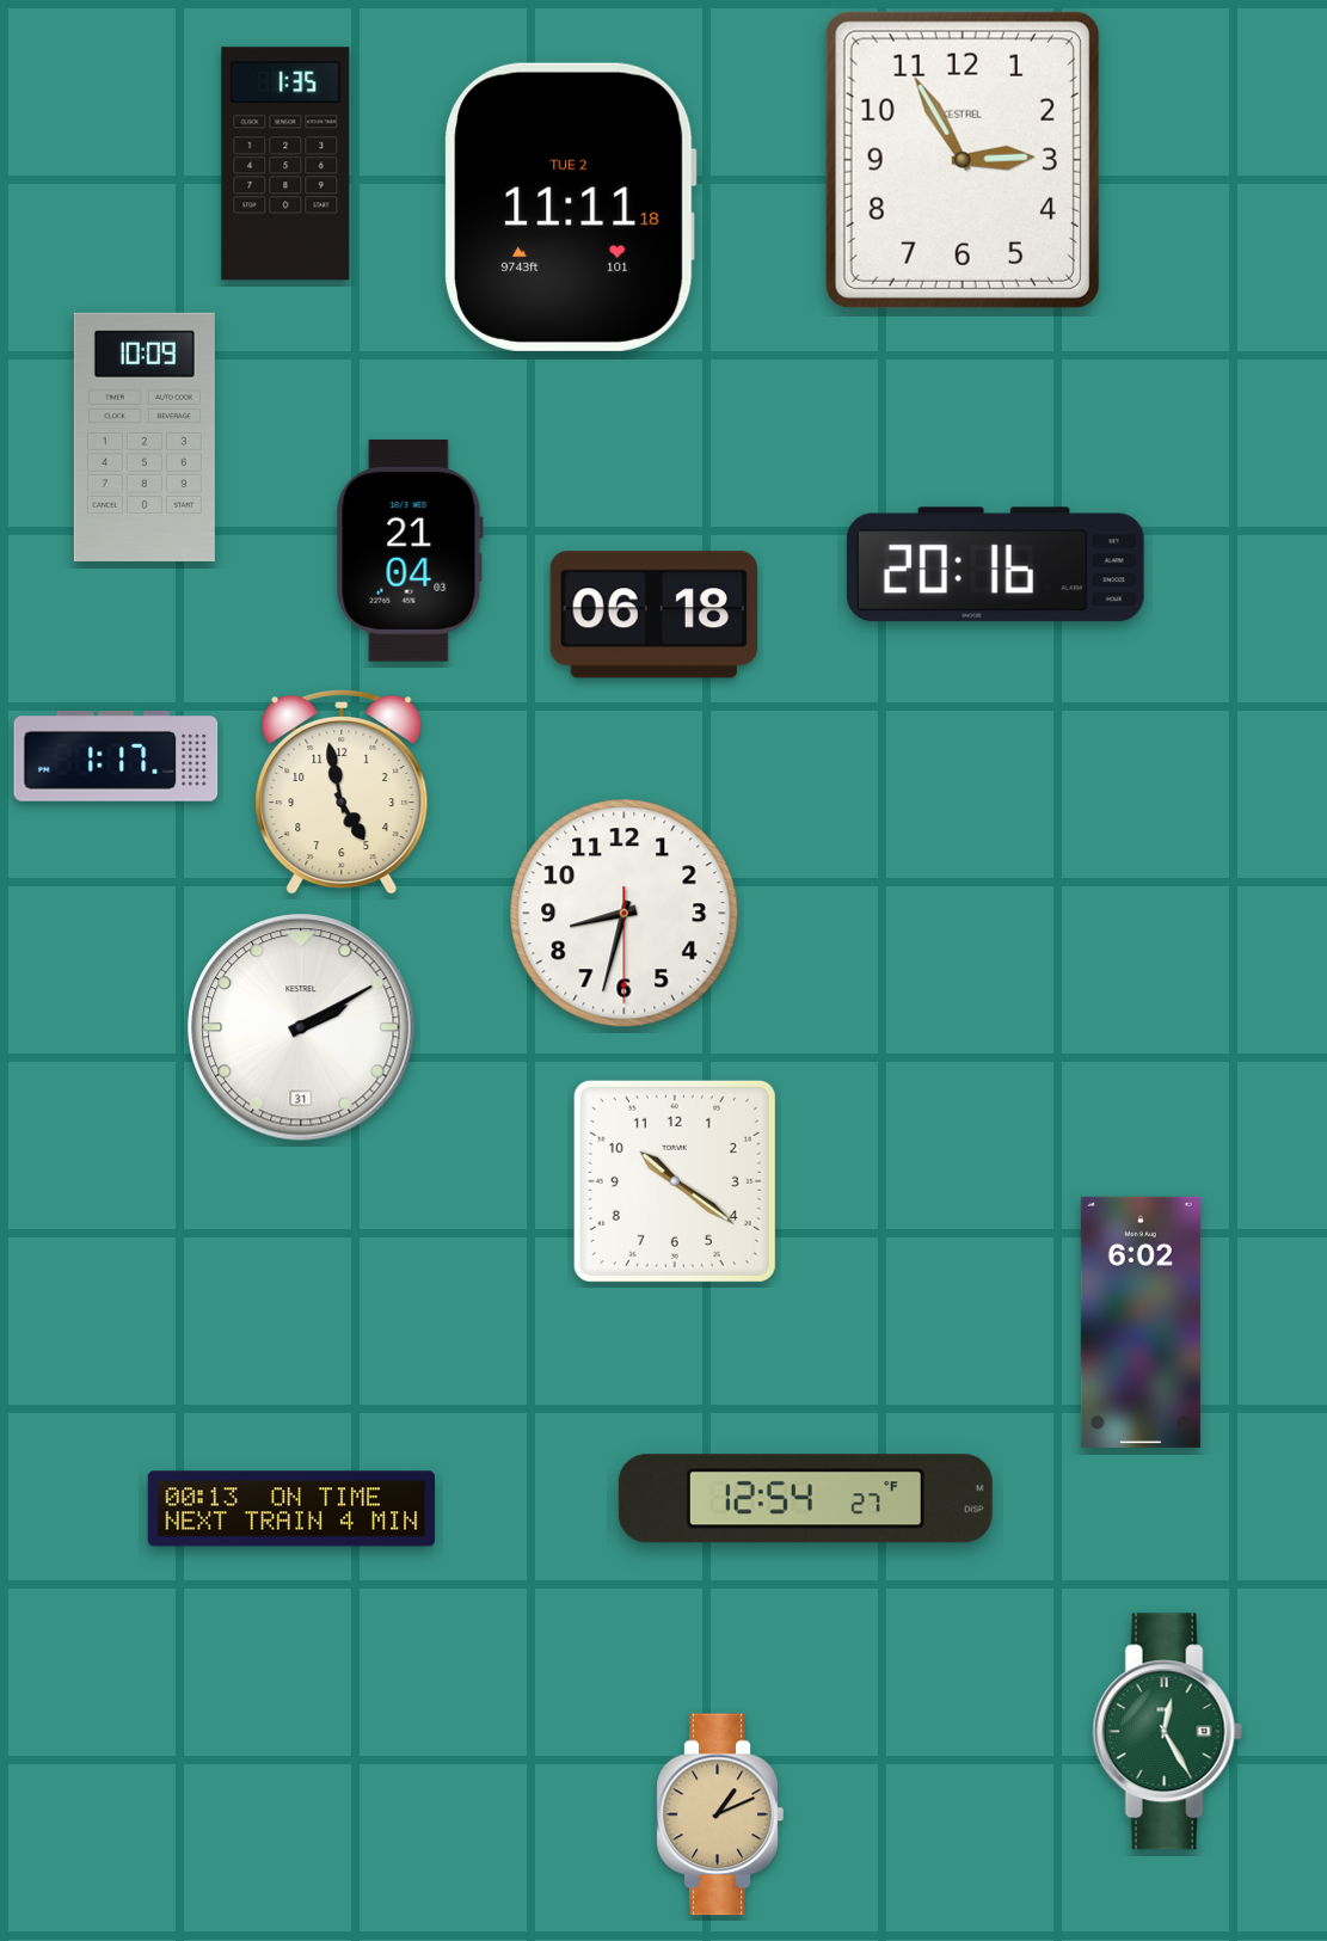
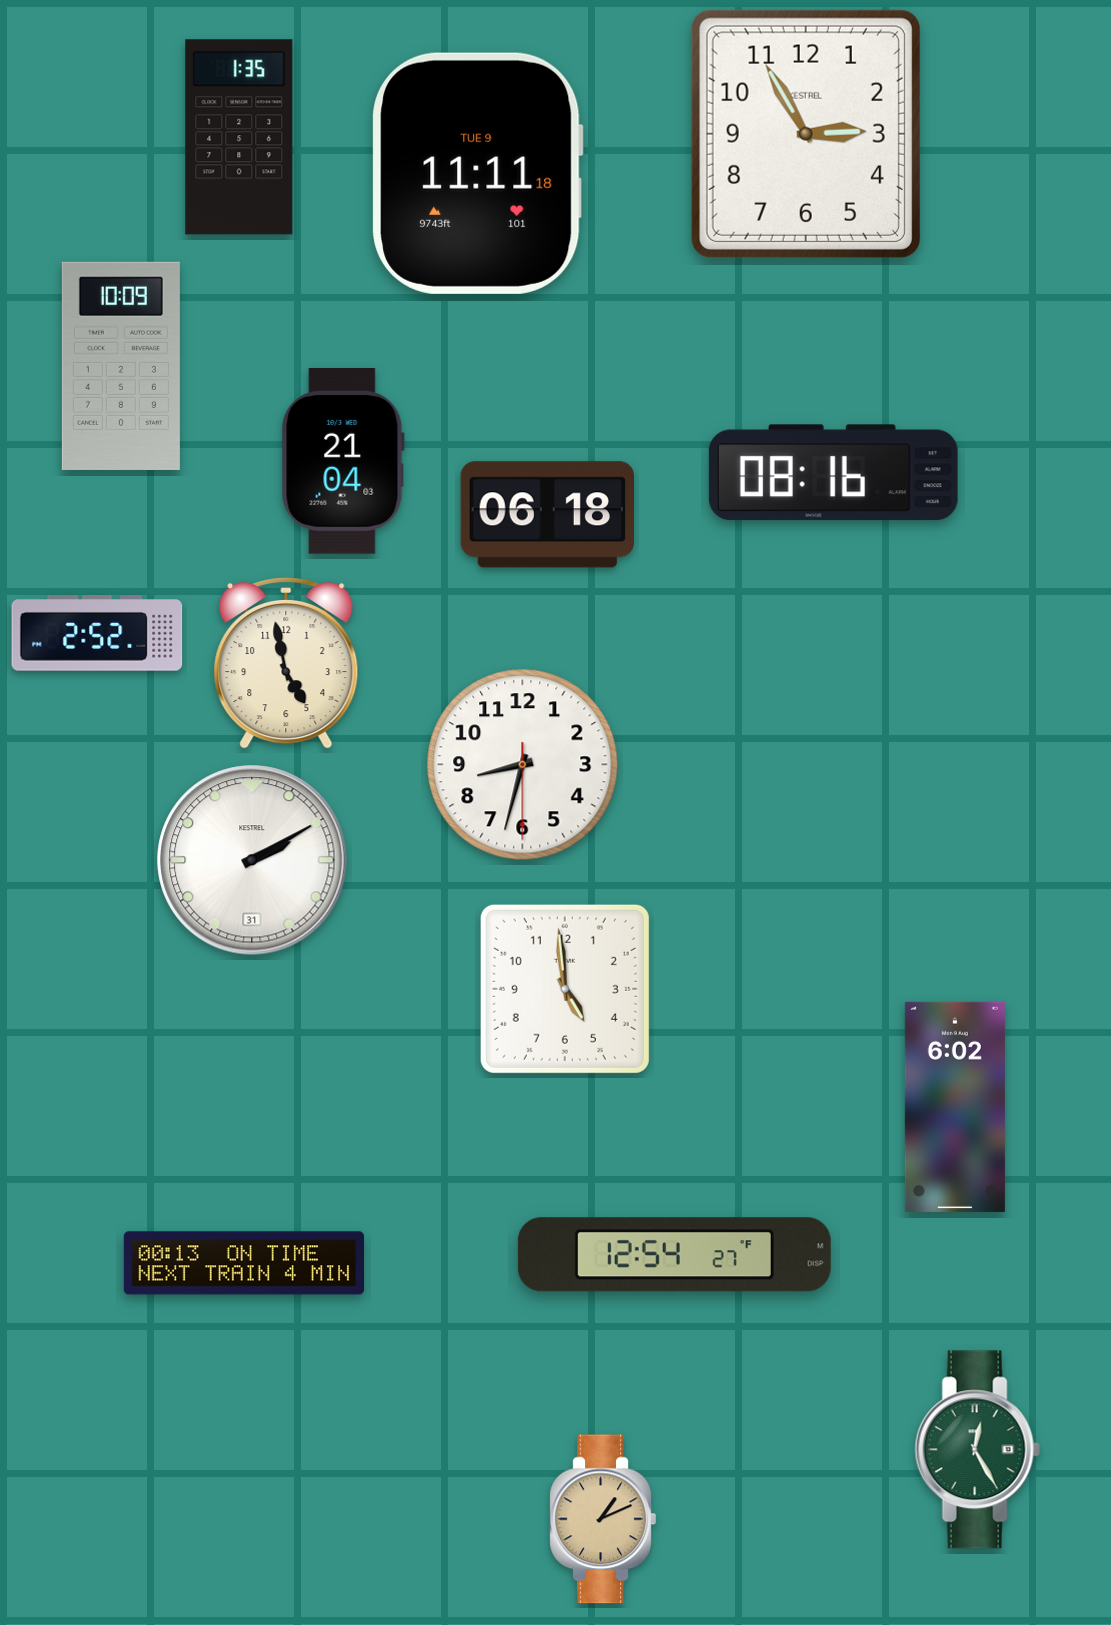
clock at (571, 207) date: TUE 2 -> TUE 9
clock at (995, 565): 20:16 -> 08:16
clock at (116, 757): 1:17 -> 2:52
clock at (675, 1181): 10:21 -> 4:59
